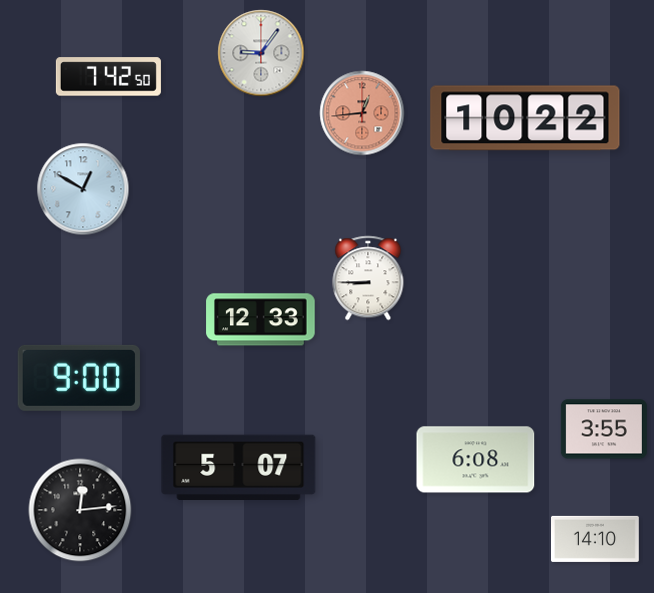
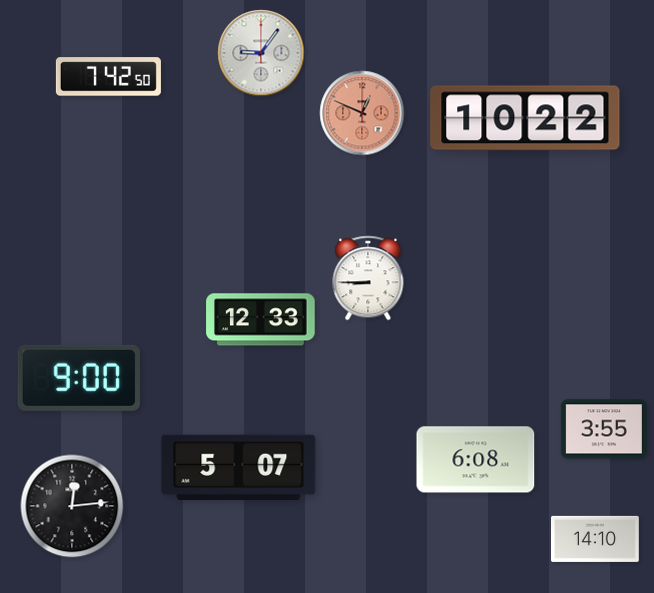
clock at (362, 113): 12:44 -> 12:49
clock at (83, 189): 12:50 -> none
clock at (80, 510) position: (80, 510) -> (72, 506)
